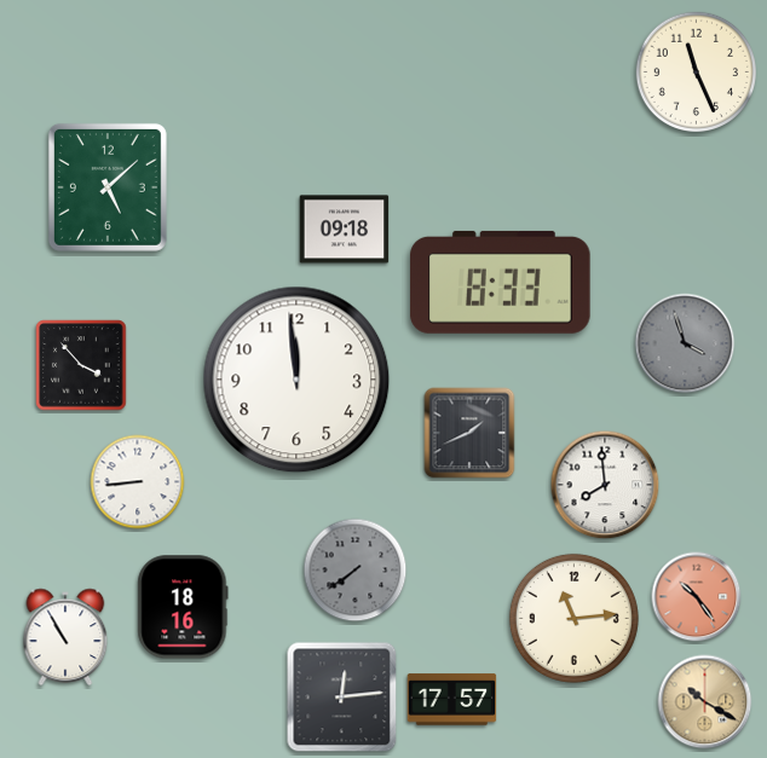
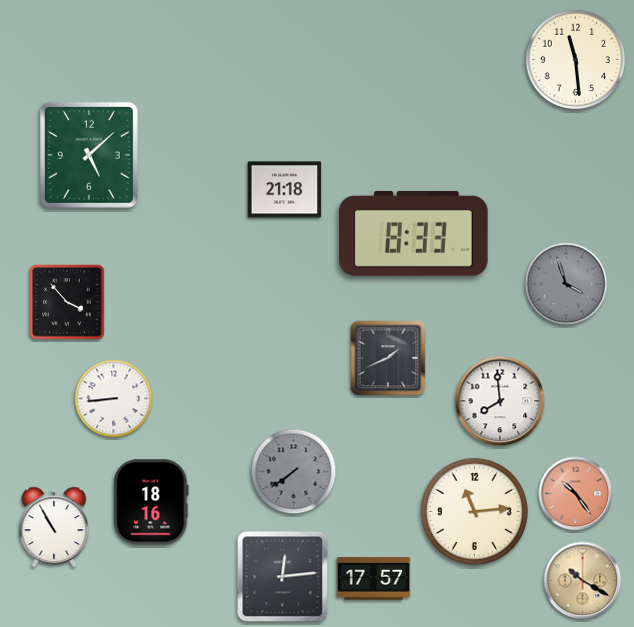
clock at (696, 71): 11:26 -> 11:29
clock at (345, 230): 09:18 -> 21:18
clock at (296, 380): 11:59 -> none
